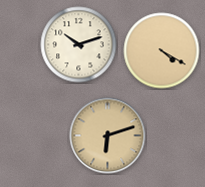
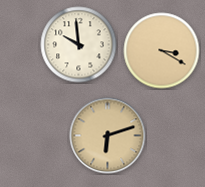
clock at (79, 45): 10:12 -> 9:59
clock at (162, 51): 4:20 -> 3:20
